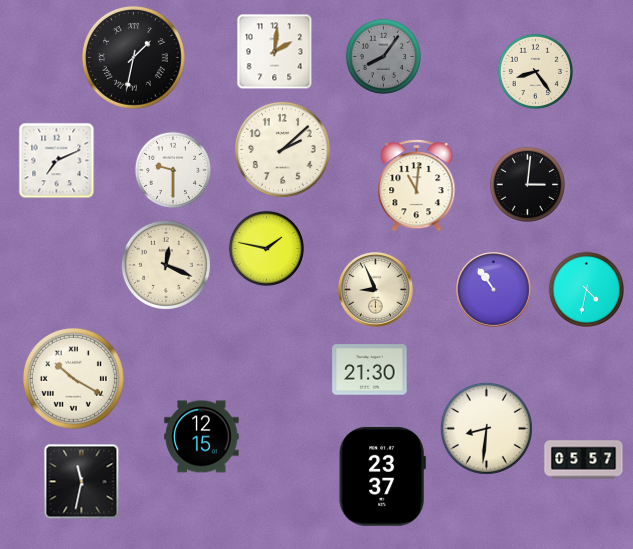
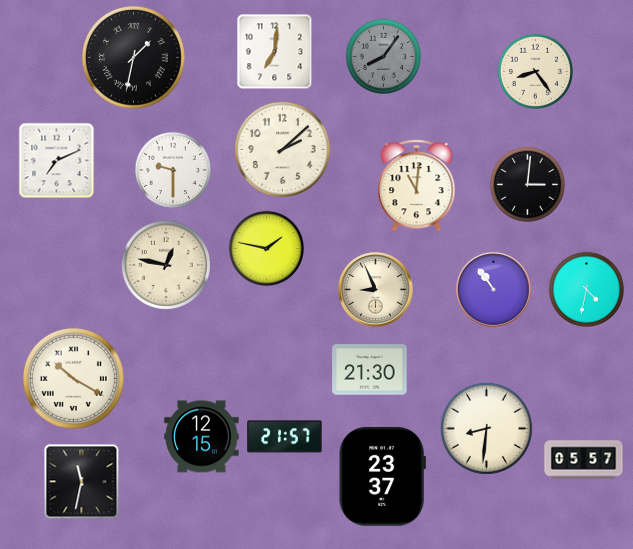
clock at (275, 52): 2:01 -> 7:01
clock at (166, 265): 12:19 -> 12:47
clock at (285, 437): none -> 21:57
